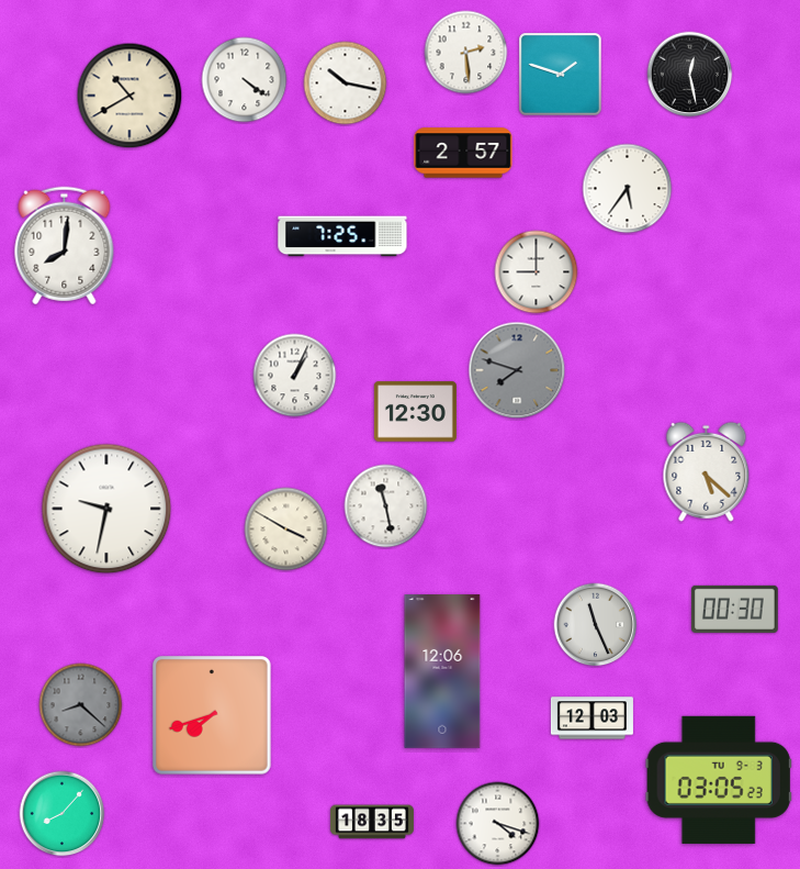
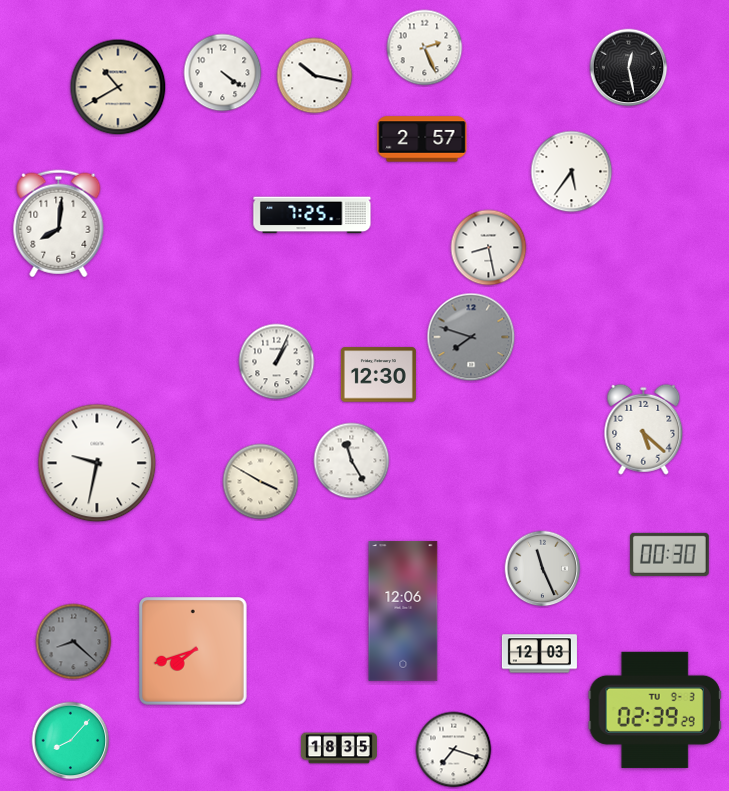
clock at (466, 53): 2:29 -> 2:26
clock at (561, 75): 1:48 -> none
clock at (537, 272): 9:00 -> 8:28
clock at (295, 376) position: (295, 376) -> (277, 362)
clock at (386, 506): 11:28 -> 11:25
clock at (719, 780): 03:05 -> 02:39
clock at (63, 814) position: (63, 814) -> (71, 741)
clock at (498, 824): 4:18 -> 7:18
